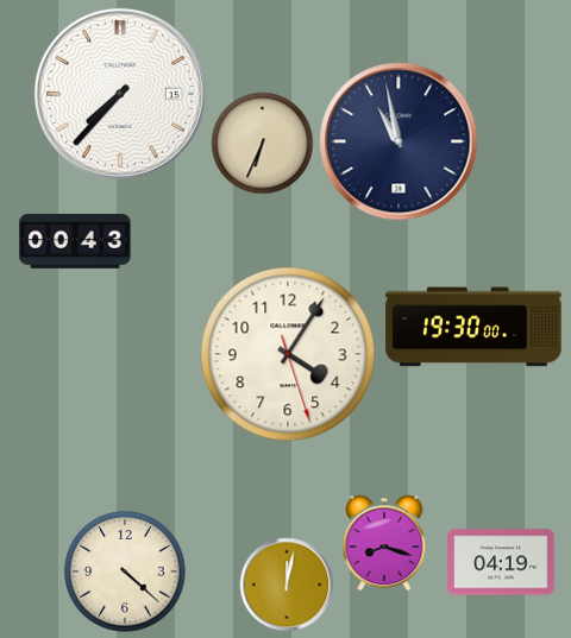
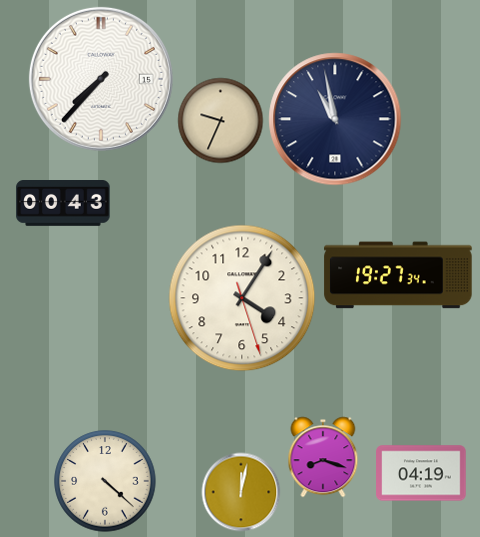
clock at (262, 143): 6:34 -> 9:34
clock at (473, 327): 19:30 -> 19:27
